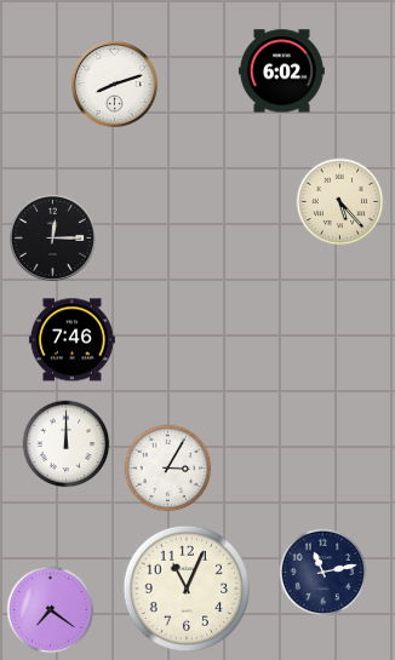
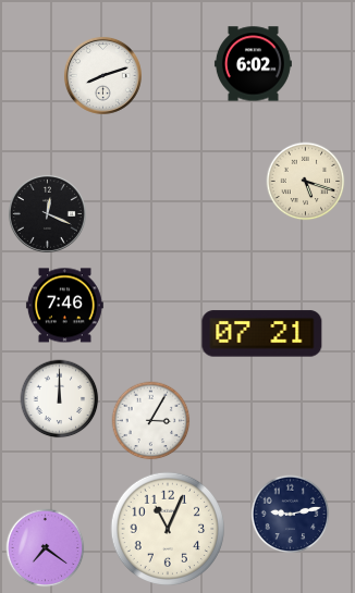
clock at (340, 202): 5:23 -> 5:18
clock at (52, 237): 12:15 -> 12:19
clock at (262, 334): none -> 07:21
clock at (324, 573): 11:13 -> 9:13
